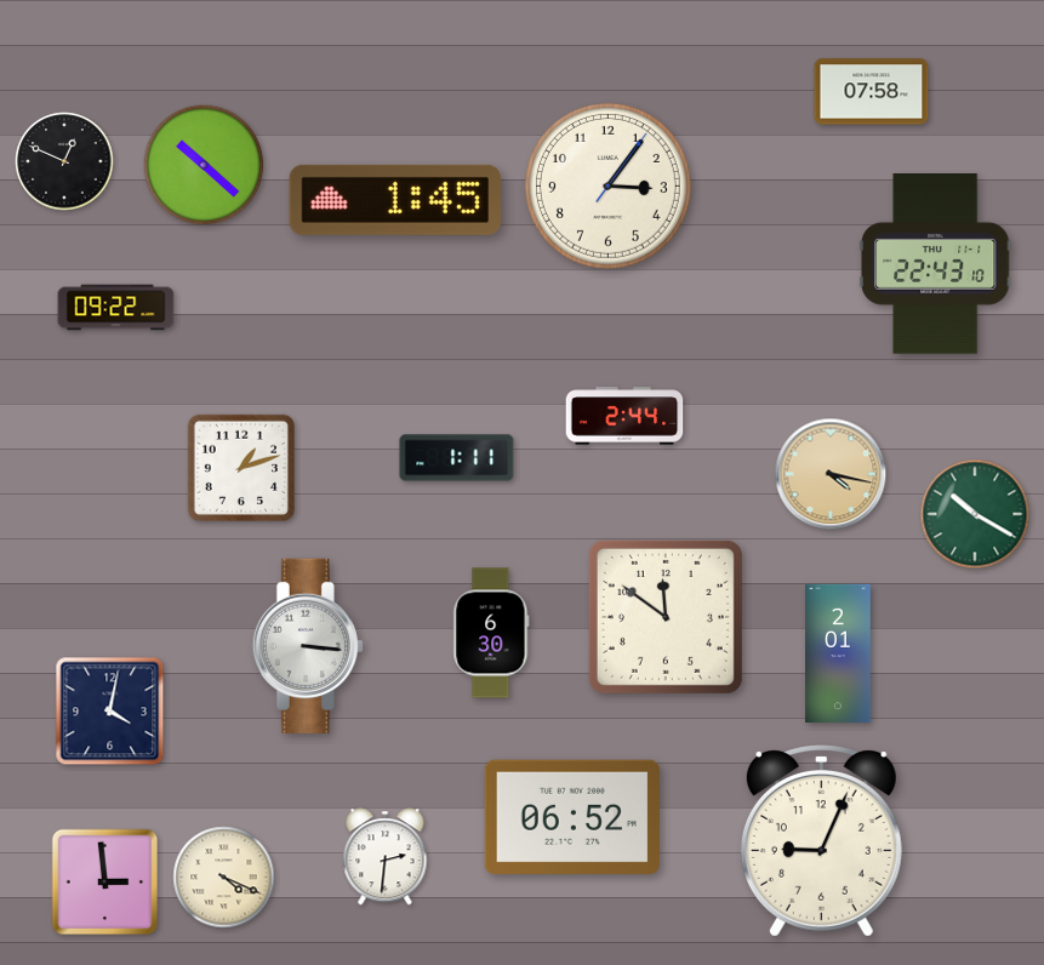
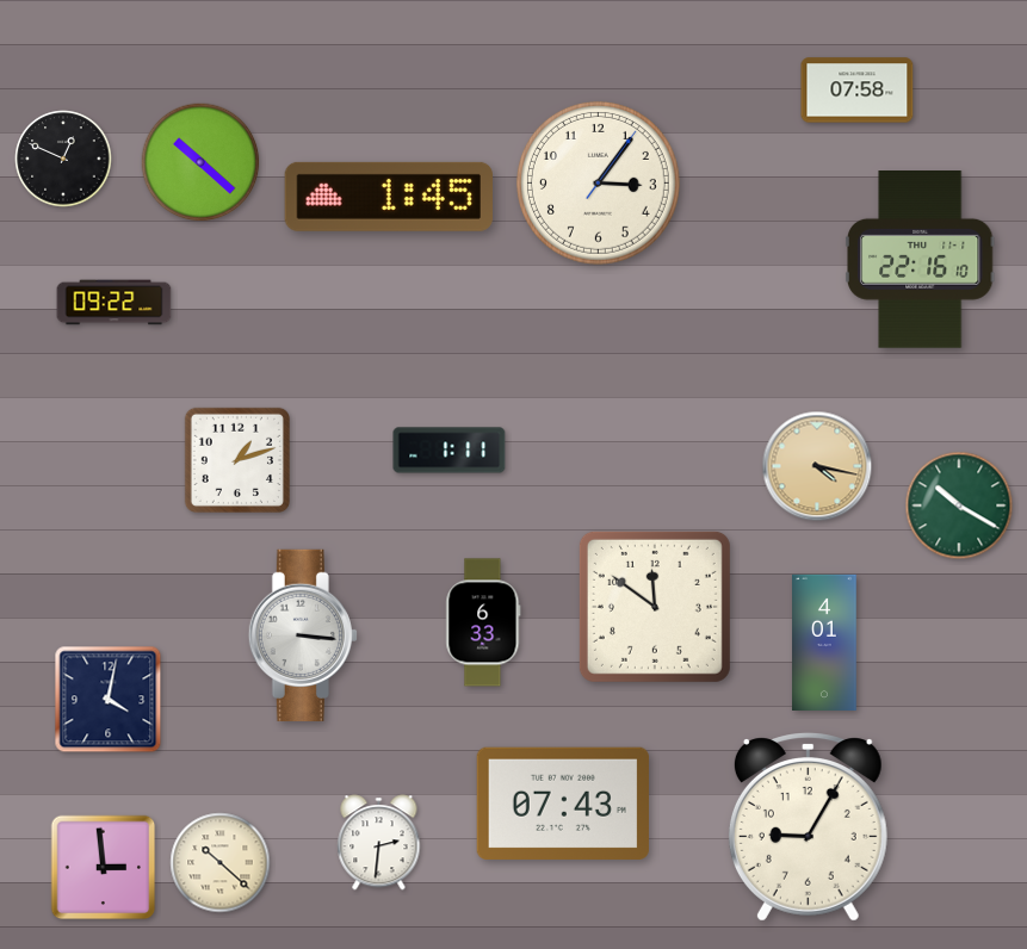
clock at (935, 264): 22:43 -> 22:16
clock at (624, 416): 2:44 -> none
clock at (491, 633): 6:30 -> 6:33
clock at (838, 652): 2:01 -> 4:01
clock at (572, 816): 06:52 -> 07:43
clock at (821, 841): 9:04 -> 9:05
clock at (224, 878): 4:19 -> 10:22
